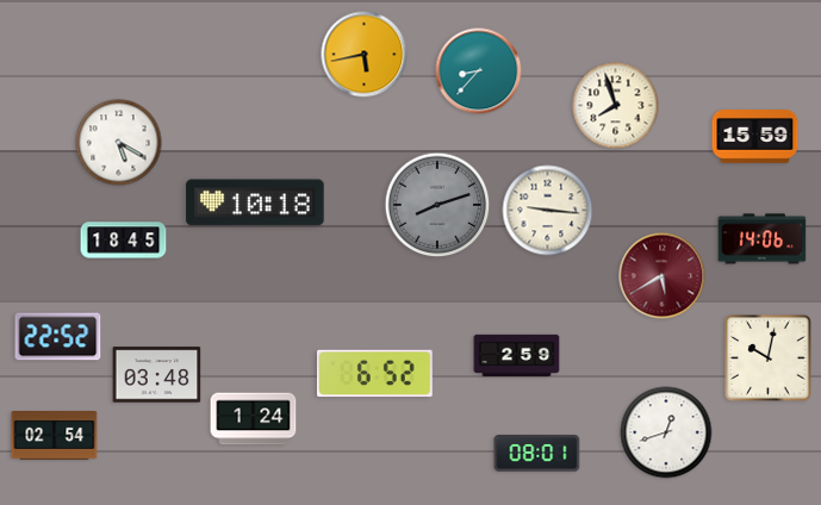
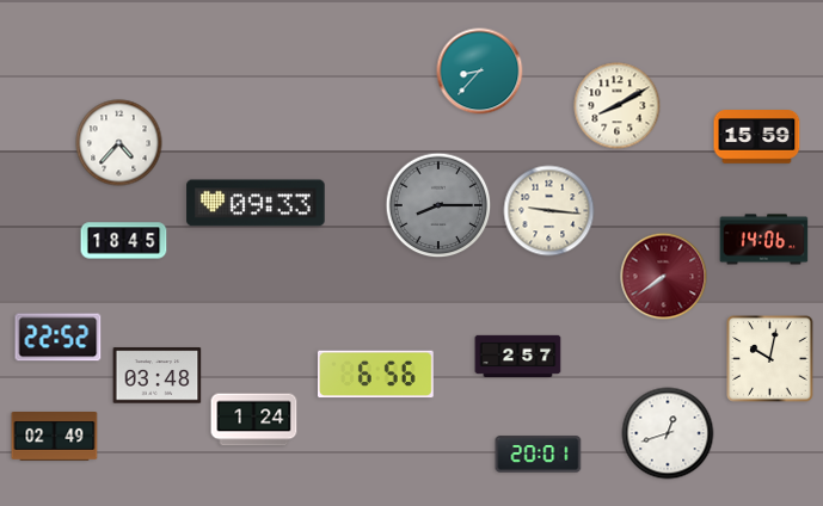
clock at (365, 55): 5:43 -> none
clock at (616, 106): 7:57 -> 8:10
clock at (119, 143): 5:20 -> 4:37
clock at (255, 202): 10:18 -> 09:33
clock at (437, 205): 8:12 -> 8:15
clock at (663, 276): 5:40 -> 7:39
clock at (517, 355): 2:59 -> 2:57
clock at (375, 374): 6:52 -> 6:56
clock at (55, 436): 02:54 -> 02:49
clock at (537, 454): 08:01 -> 20:01
